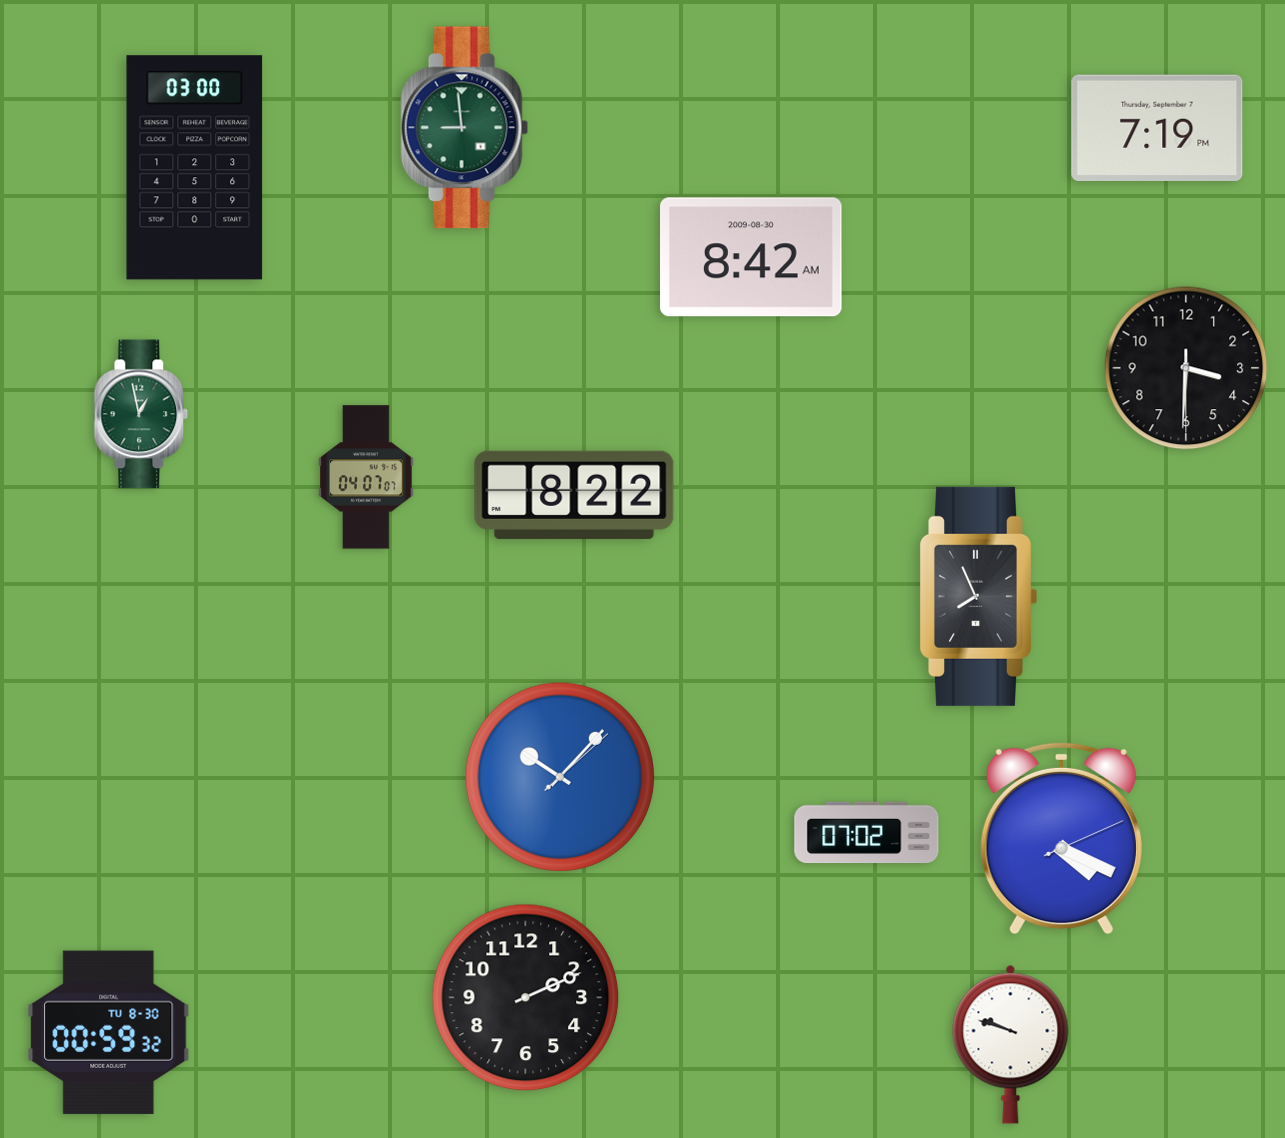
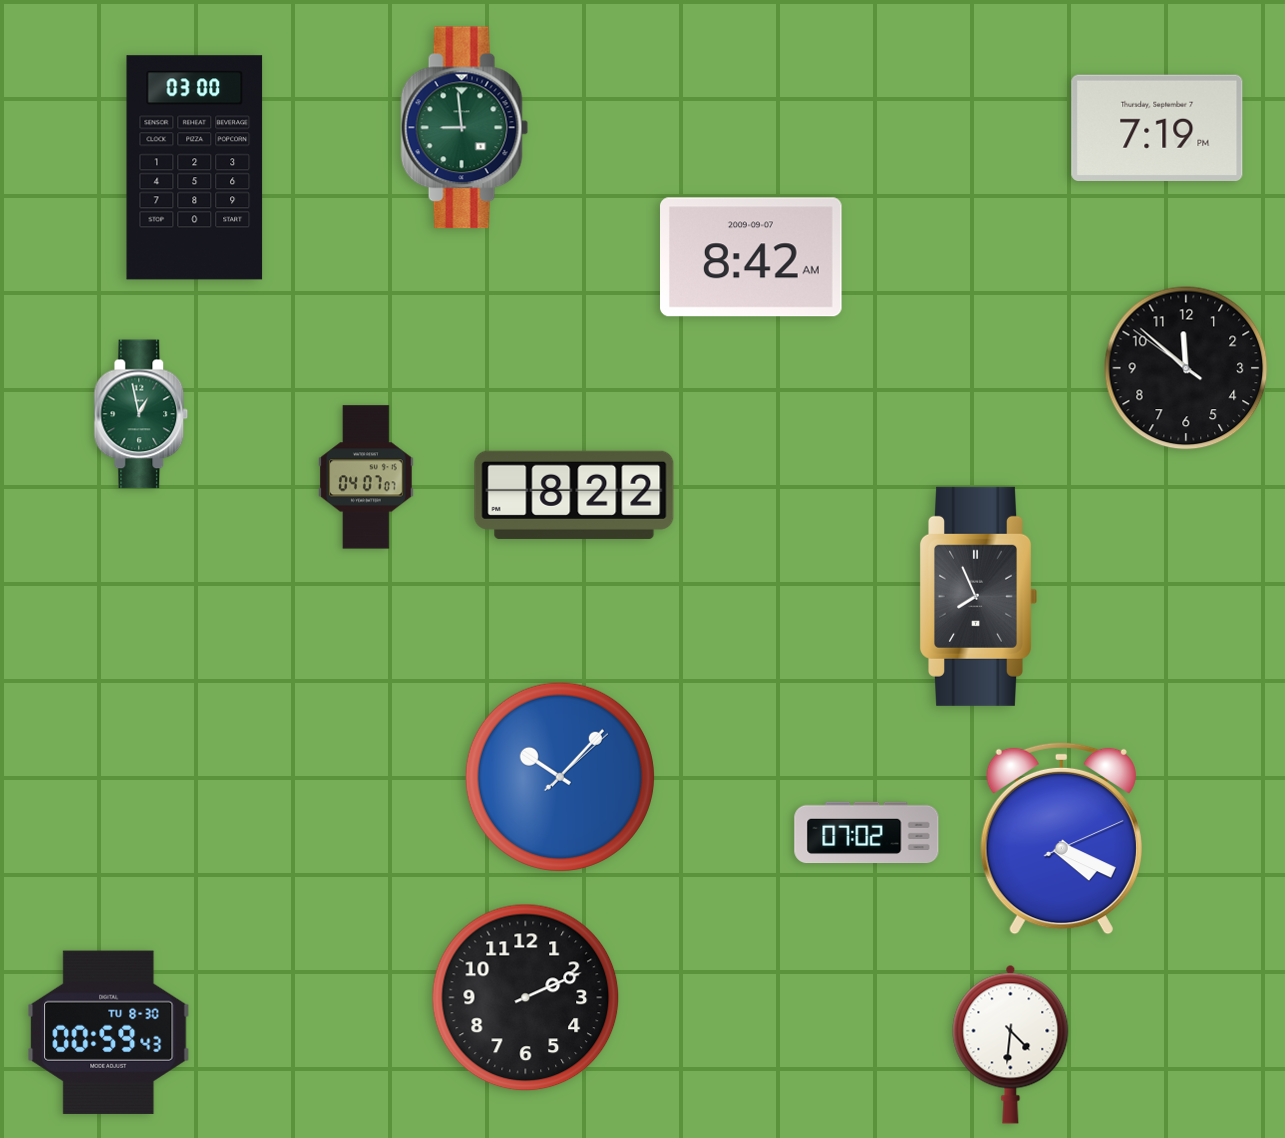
clock at (752, 257) date: 2009-08-30 -> 2009-09-07
clock at (1186, 368): 3:30 -> 11:51
clock at (109, 1032): 00:59:32 -> 00:59:43
clock at (1011, 1044): 9:48 -> 4:31
